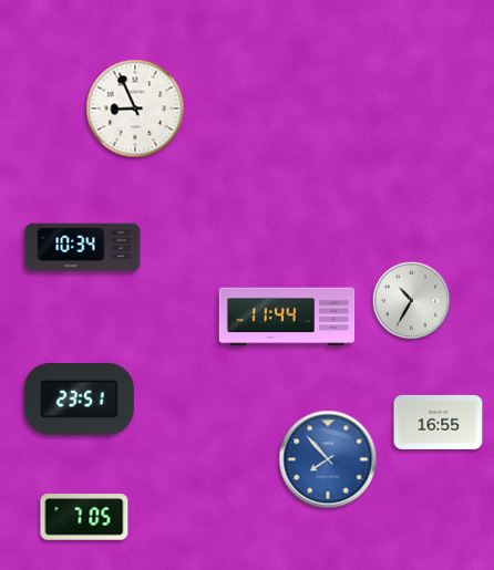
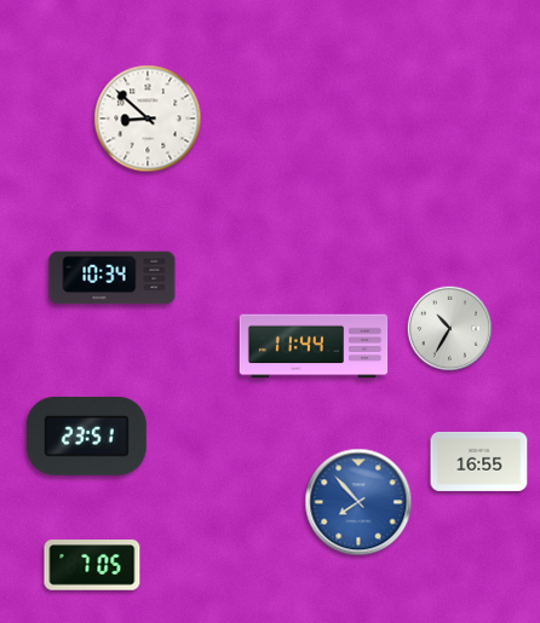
clock at (135, 108): 8:56 -> 8:52
clock at (83, 248) position: (83, 248) -> (113, 278)
